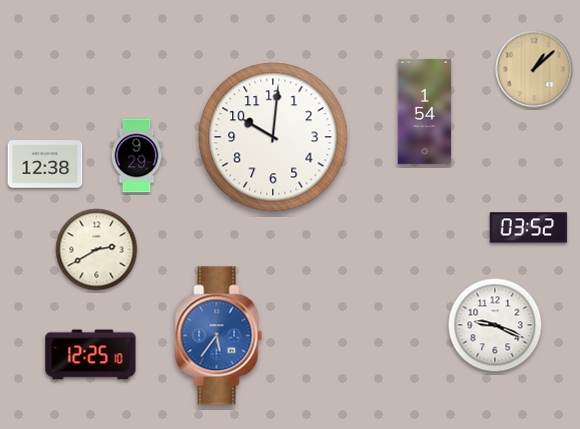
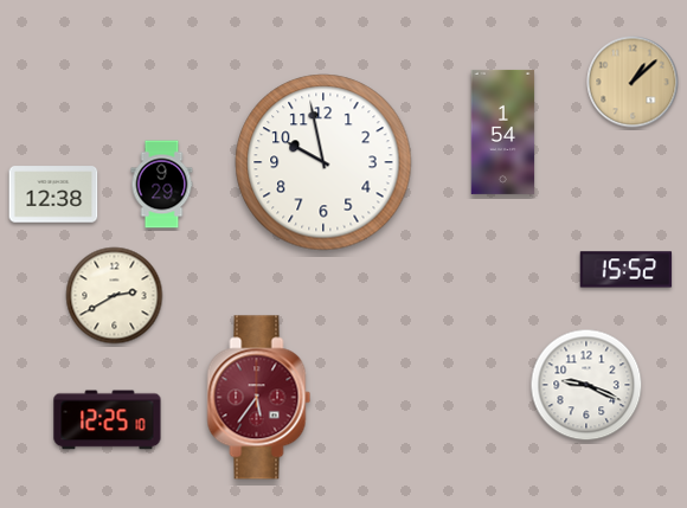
clock at (273, 137): 10:01 -> 9:58
clock at (529, 228): 03:52 -> 15:52
clock at (219, 336) dial: blue -> burgundy
